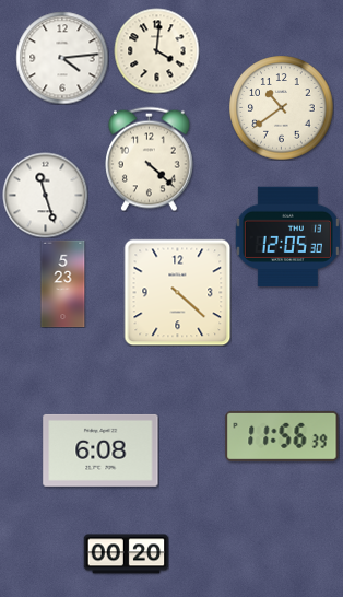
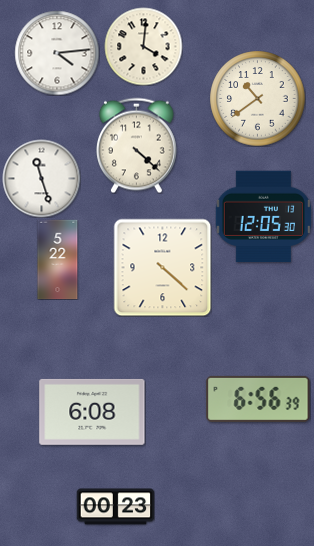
clock at (63, 283): 5:23 -> 5:22
clock at (282, 436): 11:56 -> 6:56
clock at (126, 554): 00:20 -> 00:23
